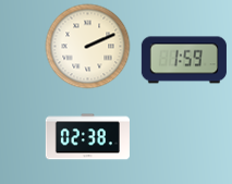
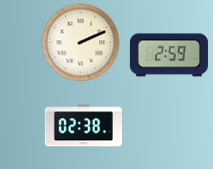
clock at (184, 60): 1:59 -> 2:59
clock at (87, 137) position: (87, 137) -> (83, 126)
